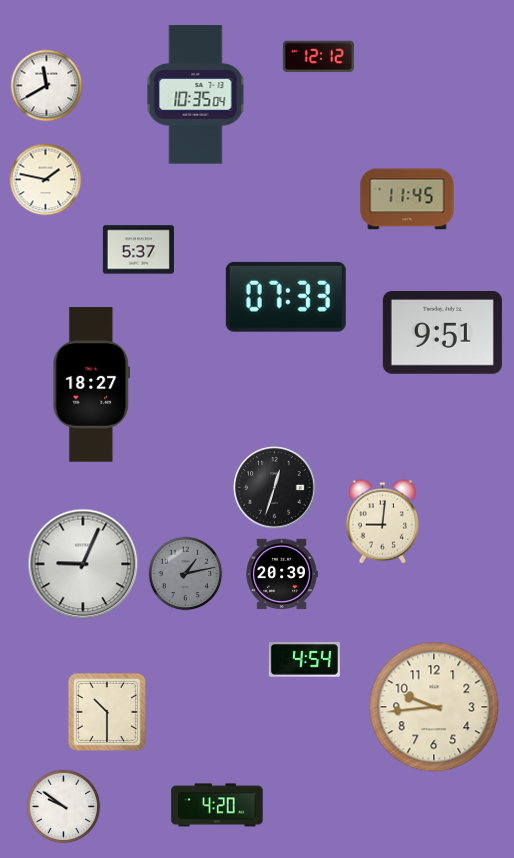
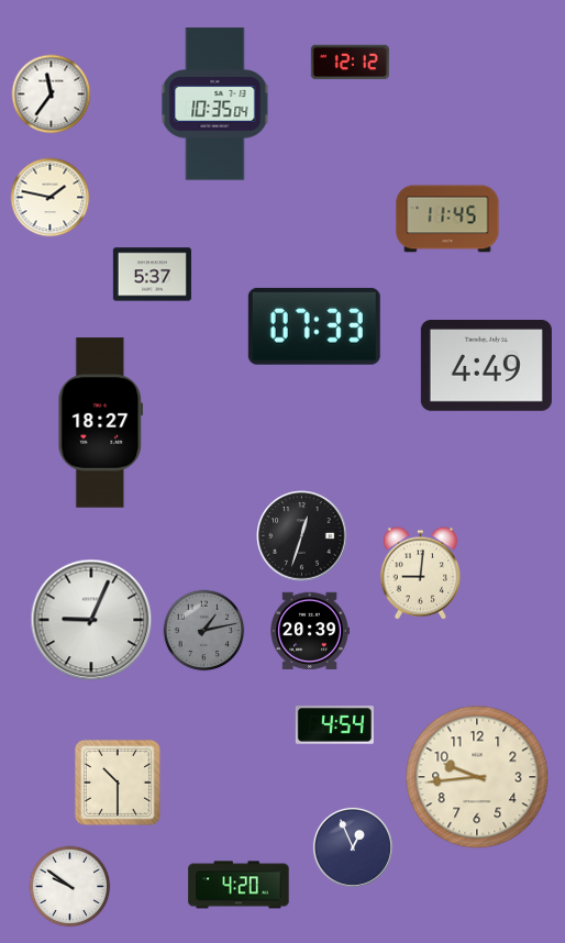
clock at (47, 86): 11:40 -> 11:36
clock at (442, 333): 9:51 -> 4:49
clock at (353, 847): none -> 12:56
